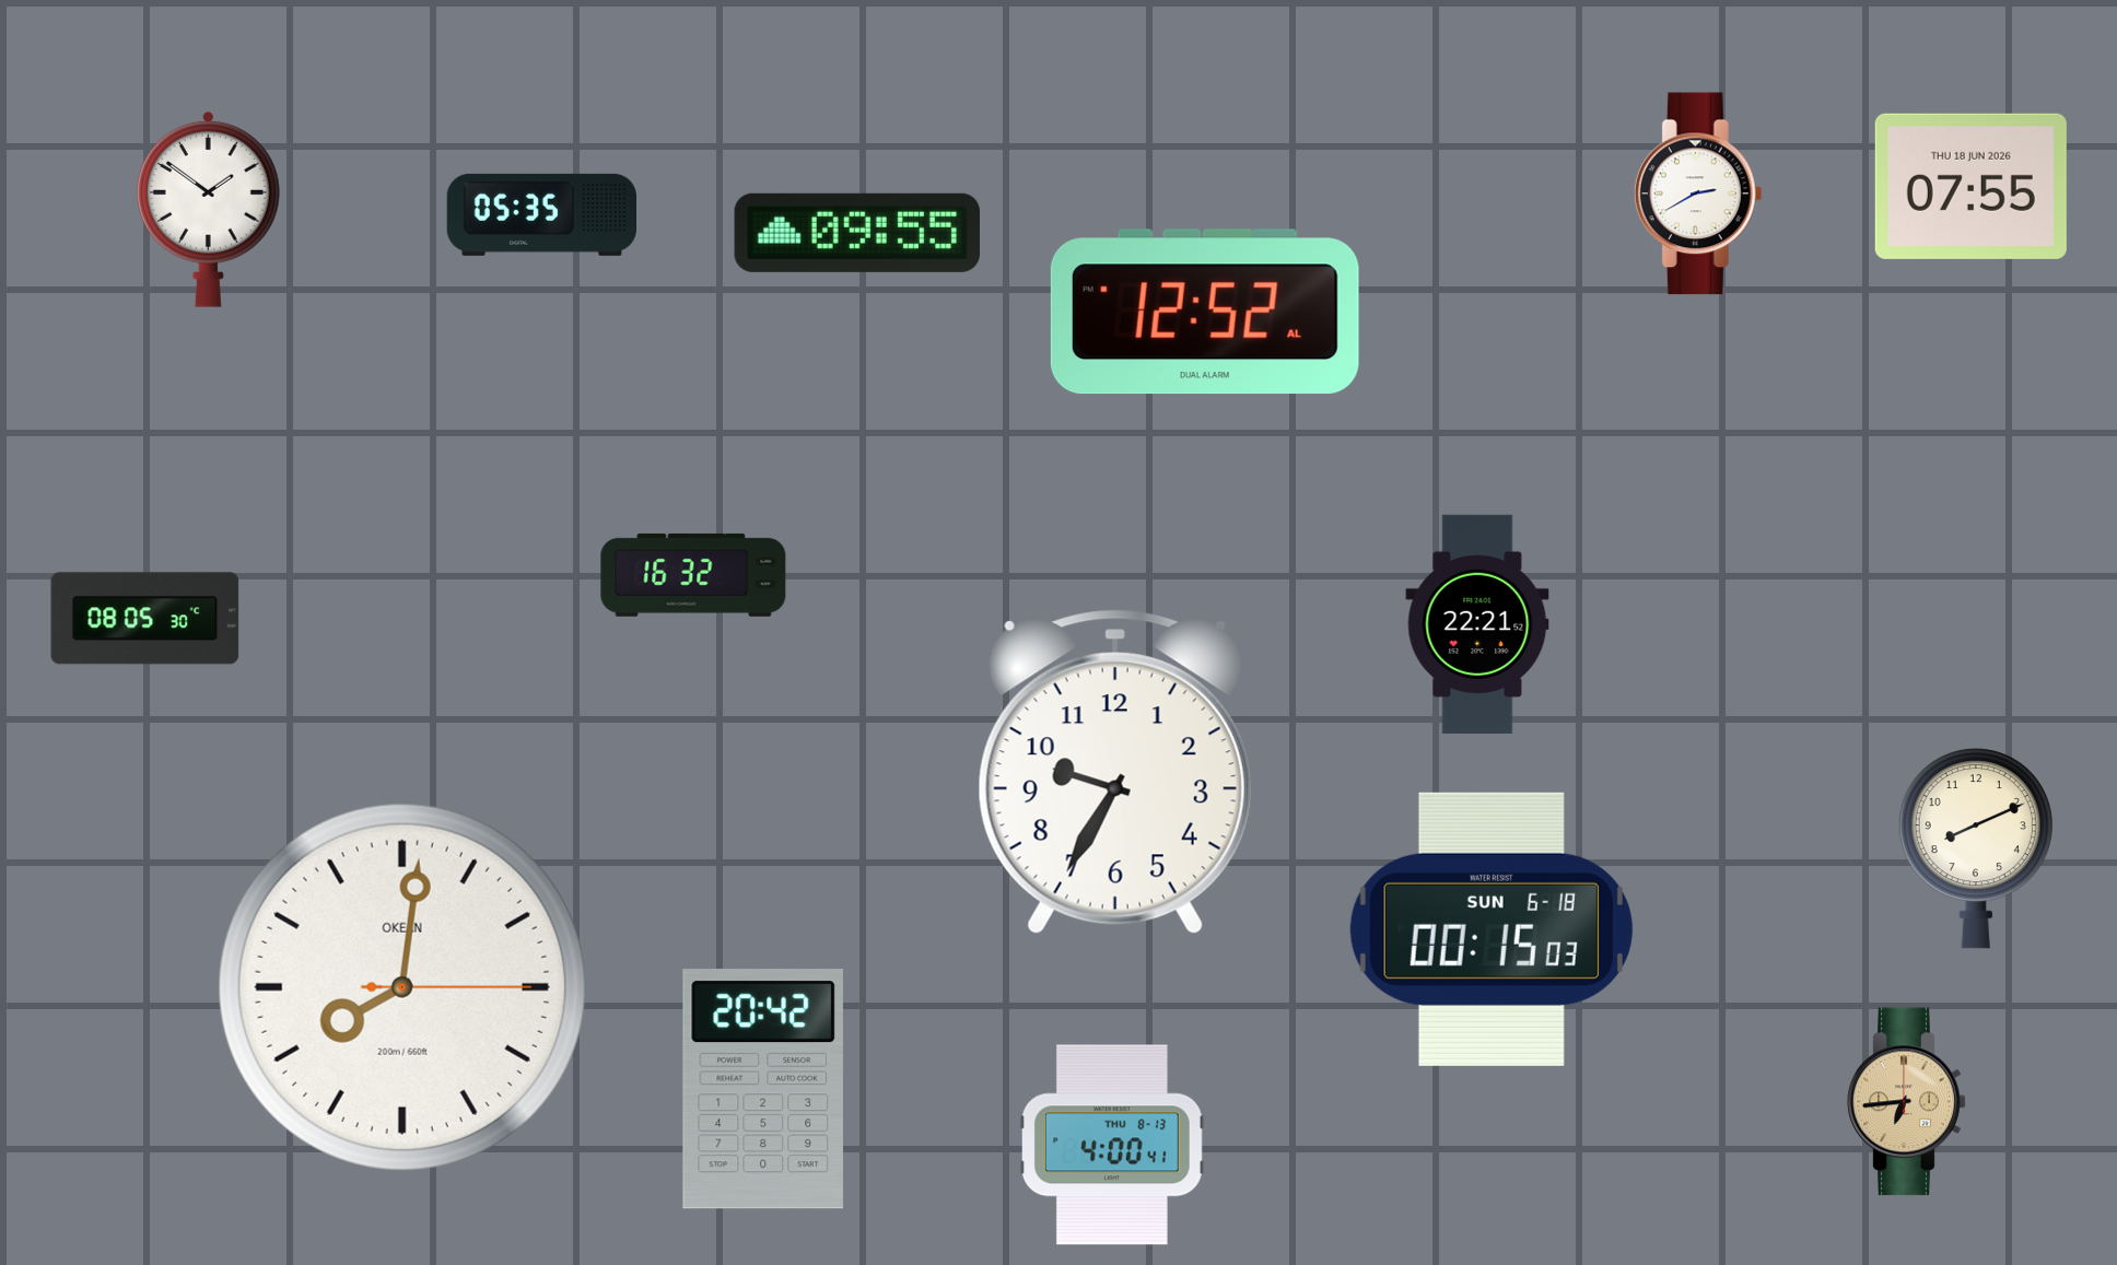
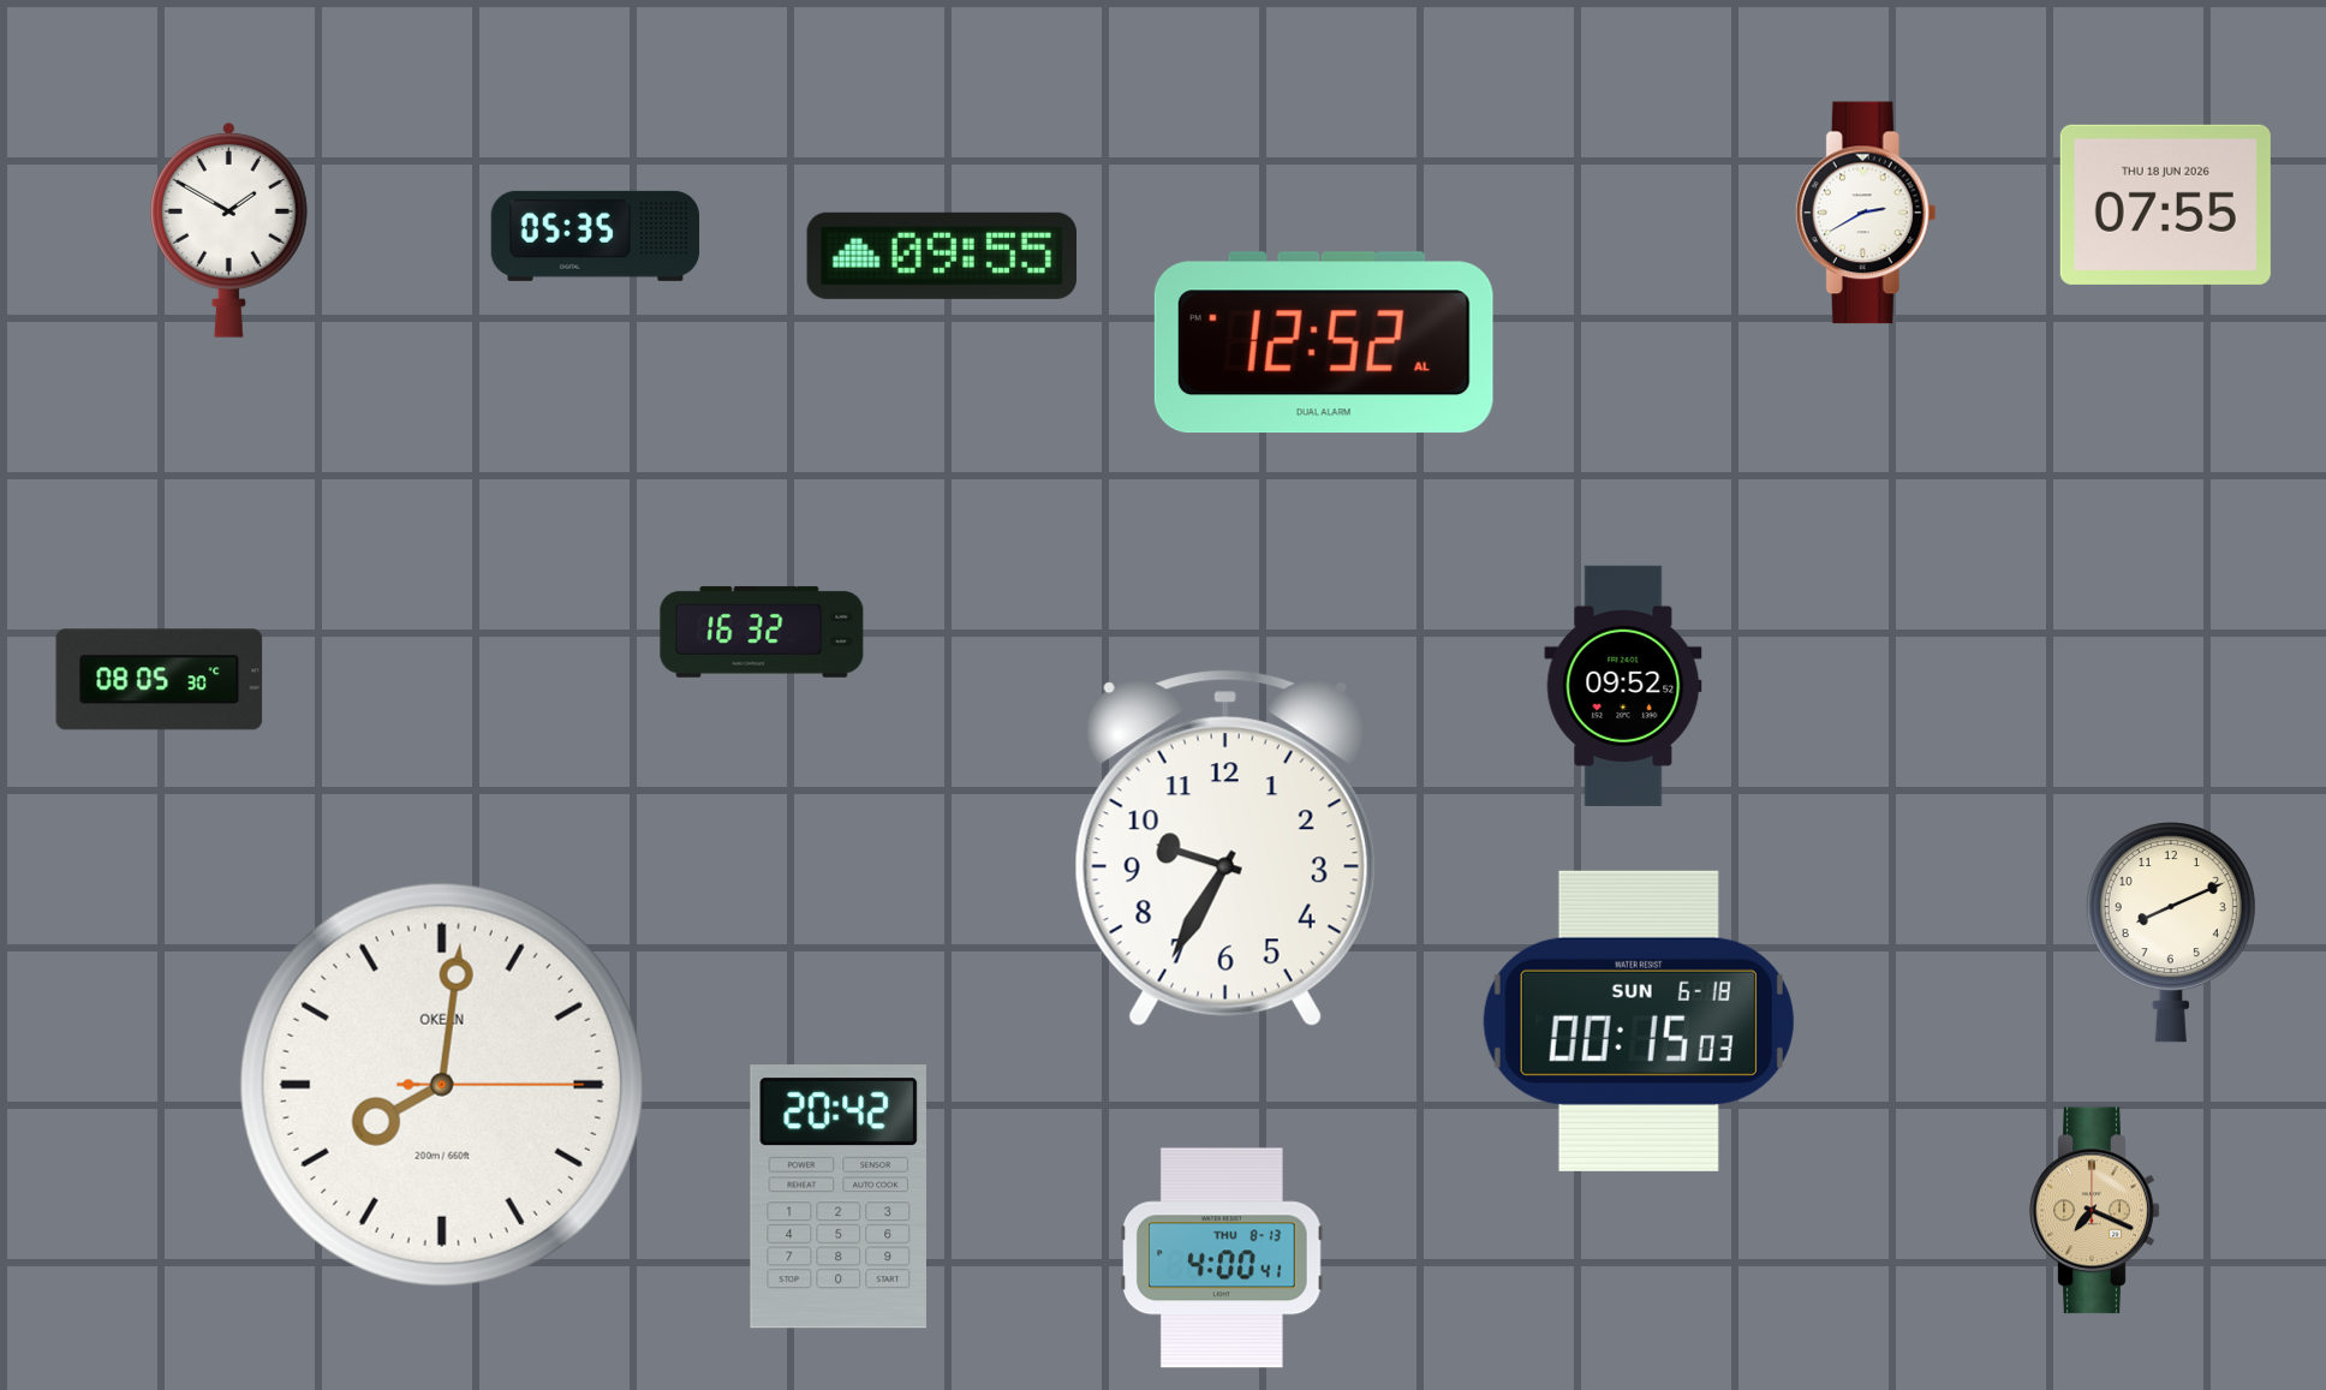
clock at (208, 209): 1:51 -> 1:50
clock at (1477, 624): 22:21 -> 09:52
clock at (1907, 1102): 6:44 -> 7:19
